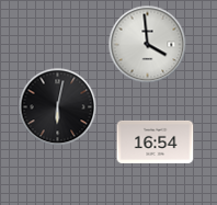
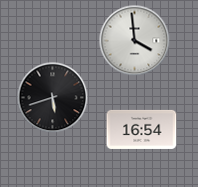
clock at (58, 107): 6:02 -> 5:42
